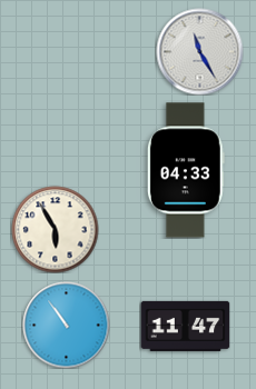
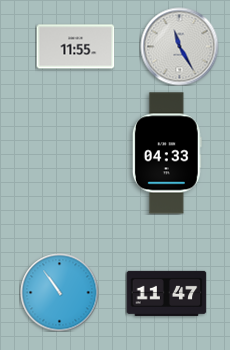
clock at (75, 47): none -> 11:55
clock at (55, 229): 5:55 -> none
